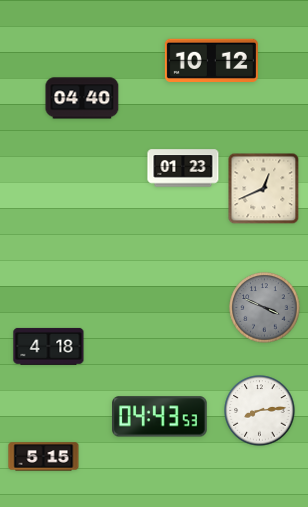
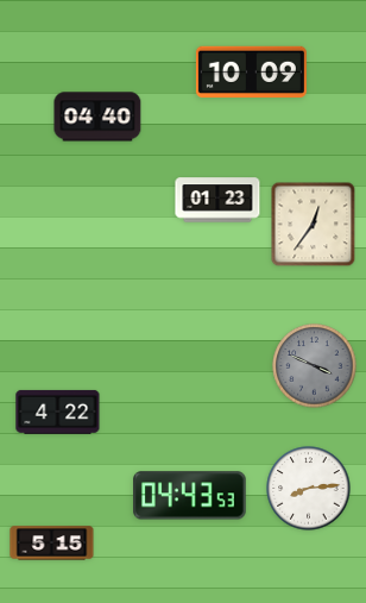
clock at (211, 60): 10:12 -> 10:09
clock at (264, 189): 12:41 -> 12:36
clock at (49, 346): 4:18 -> 4:22
